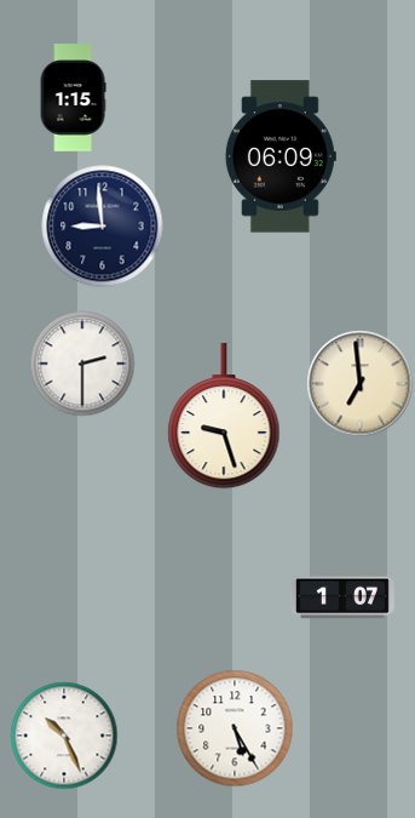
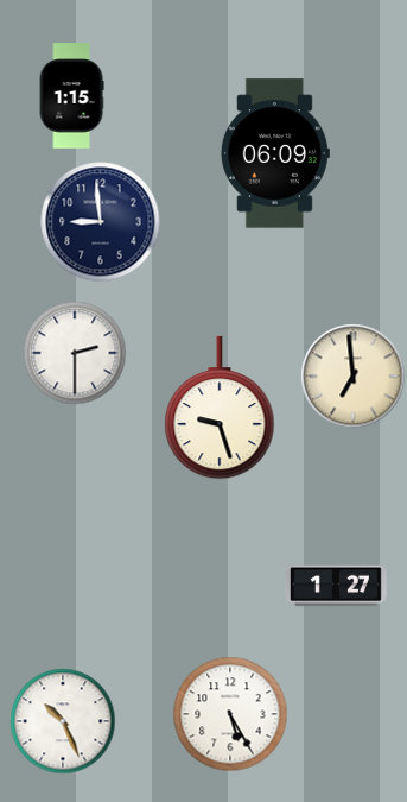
clock at (82, 364) position: (82, 364) -> (75, 353)
clock at (342, 597): 1:07 -> 1:27
